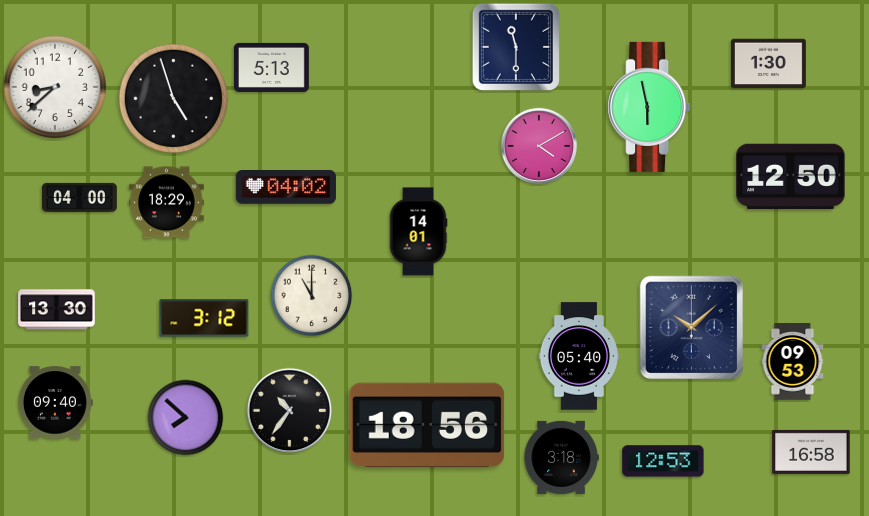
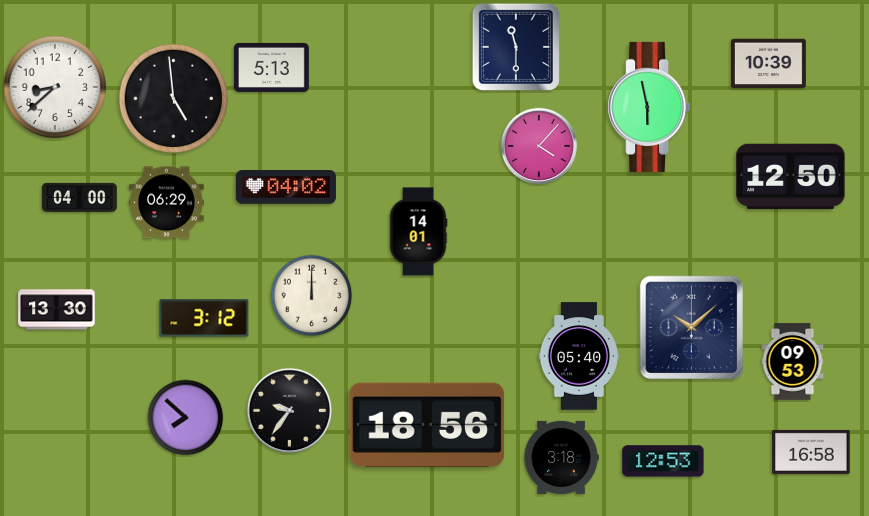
clock at (769, 64): 1:30 -> 10:39
clock at (174, 99): 4:57 -> 4:59
clock at (539, 146): 4:10 -> 4:07
clock at (167, 203): 18:29 -> 06:29
clock at (312, 296): 11:00 -> 12:00
clock at (55, 403): 09:40 -> none
clock at (290, 411): 10:36 -> 9:36
